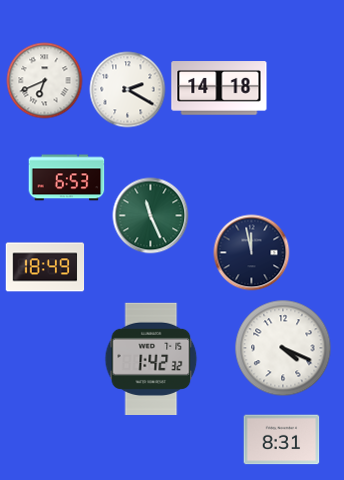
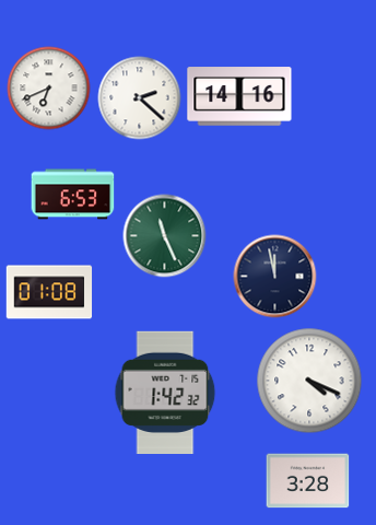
clock at (219, 88): 14:18 -> 14:16
clock at (128, 90): 2:20 -> 2:22
clock at (45, 267): 18:49 -> 01:08
clock at (282, 440): 8:31 -> 3:28
